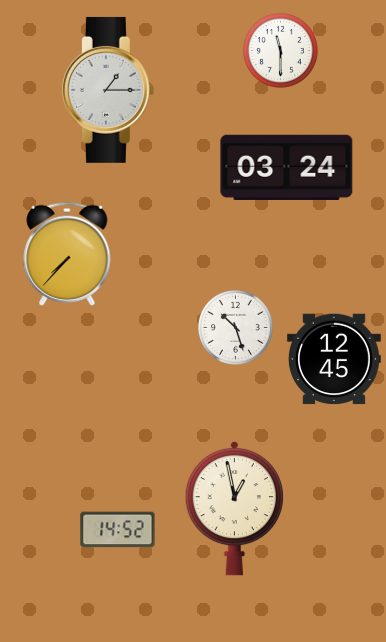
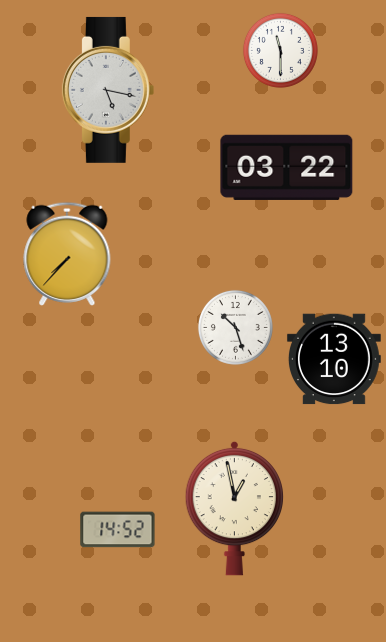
clock at (108, 90): 1:15 -> 5:17
clock at (287, 167): 03:24 -> 03:22
clock at (334, 359): 12:45 -> 13:10
